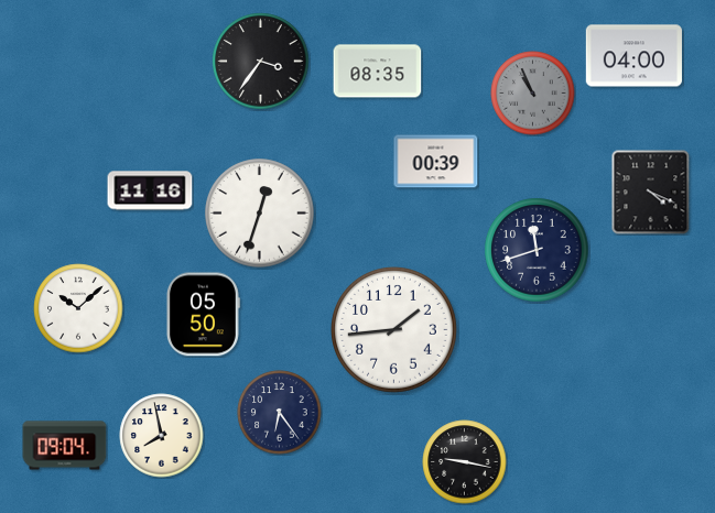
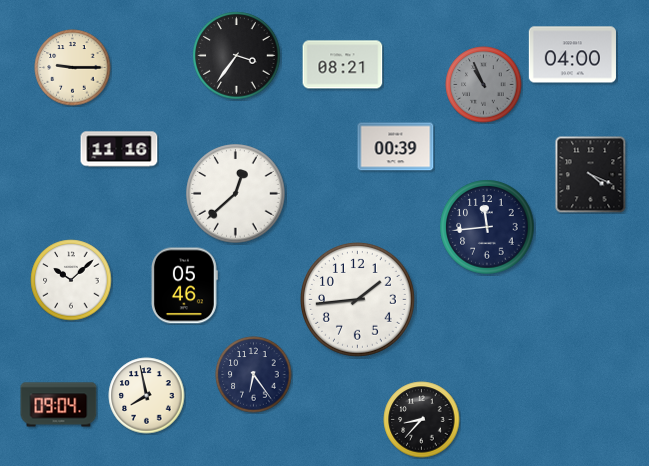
clock at (633, 56) position: (633, 56) -> (572, 55)
clock at (378, 72): 08:35 -> 08:21
clock at (73, 68): none -> 9:15
clock at (150, 190) position: (150, 190) -> (119, 149)
clock at (260, 214): 12:33 -> 12:38
clock at (537, 250): 11:42 -> 11:44
clock at (203, 315): 05:50 -> 05:46
clock at (465, 462): 9:17 -> 8:37
